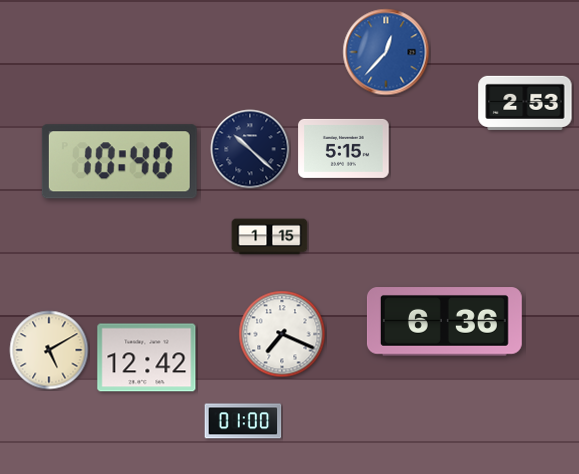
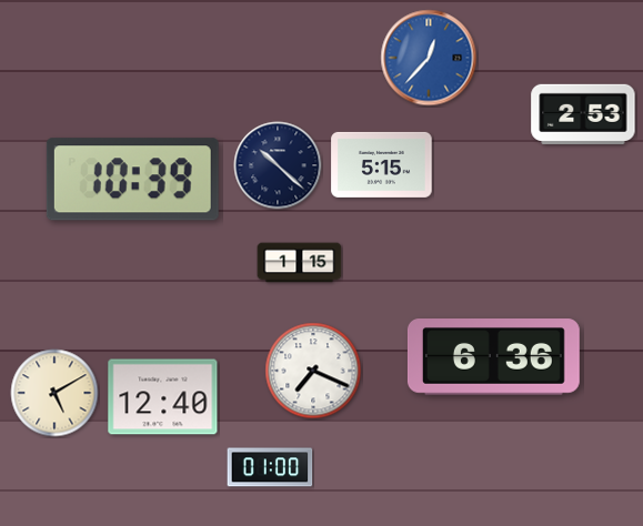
clock at (119, 162): 10:40 -> 10:39
clock at (49, 350) position: (49, 350) -> (54, 393)
clock at (147, 358): 12:42 -> 12:40
